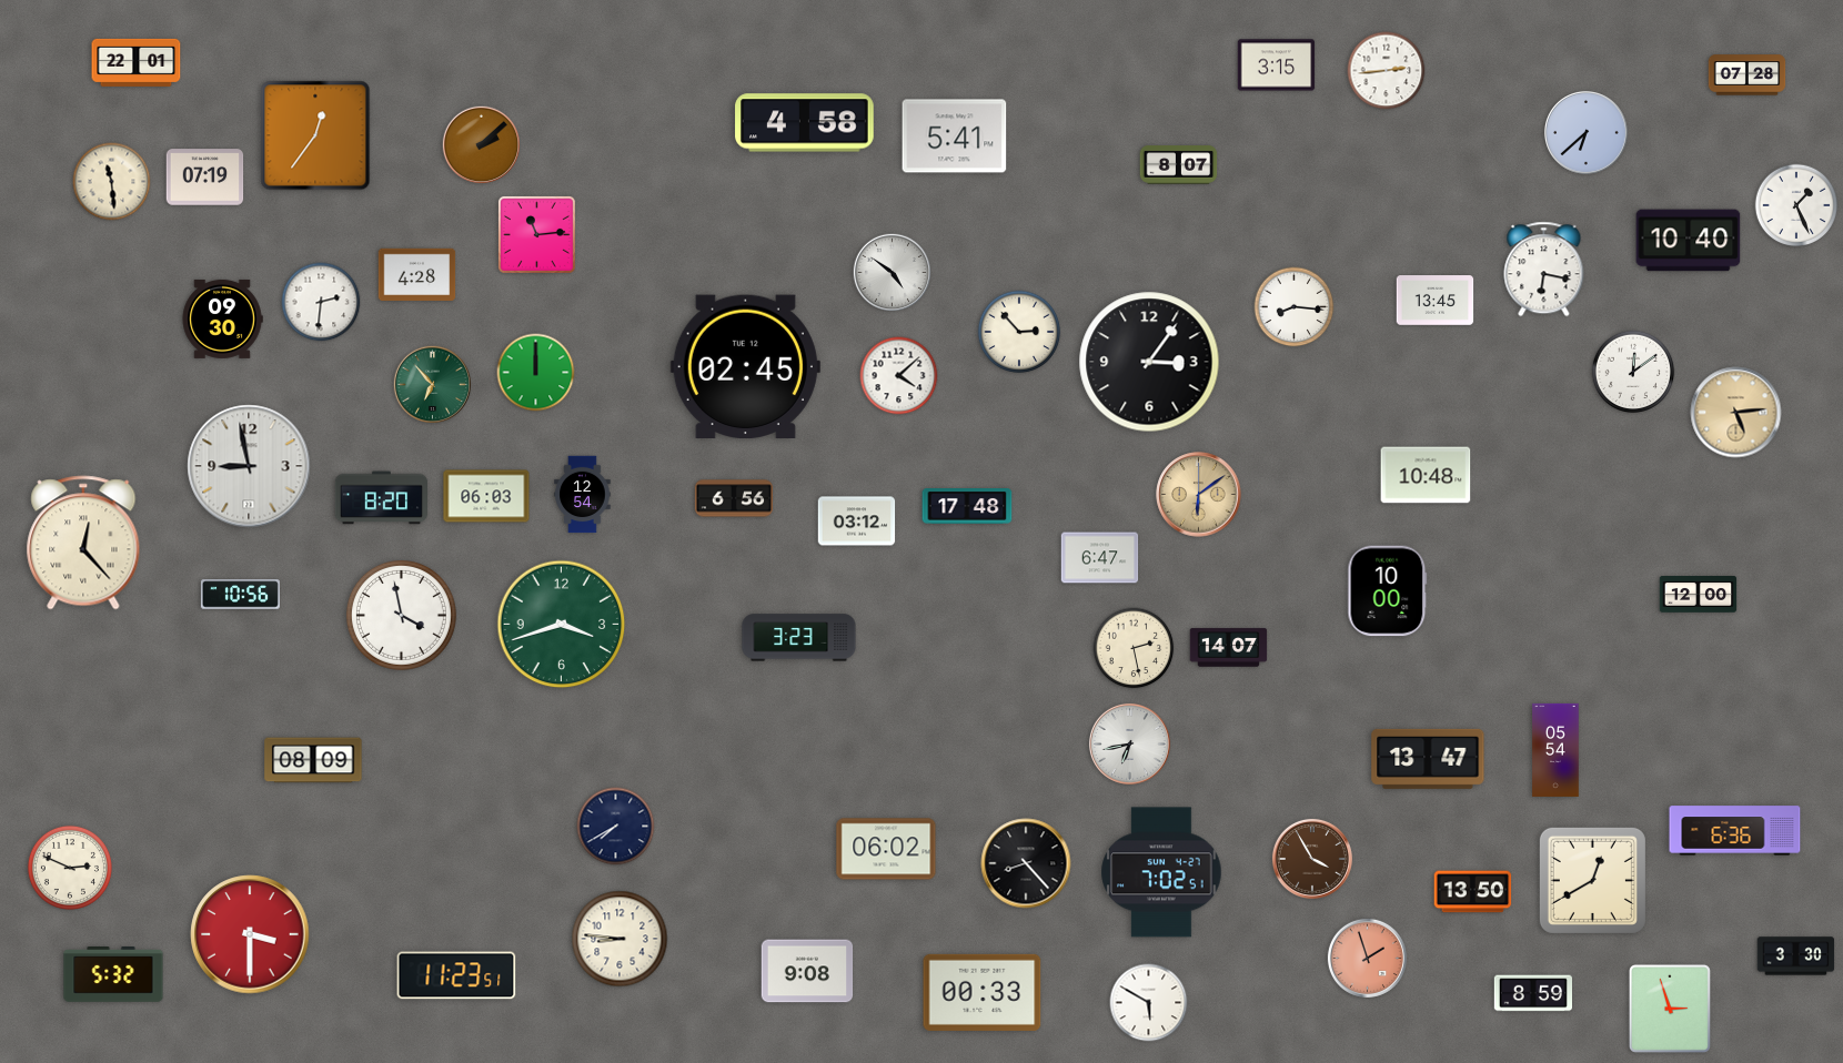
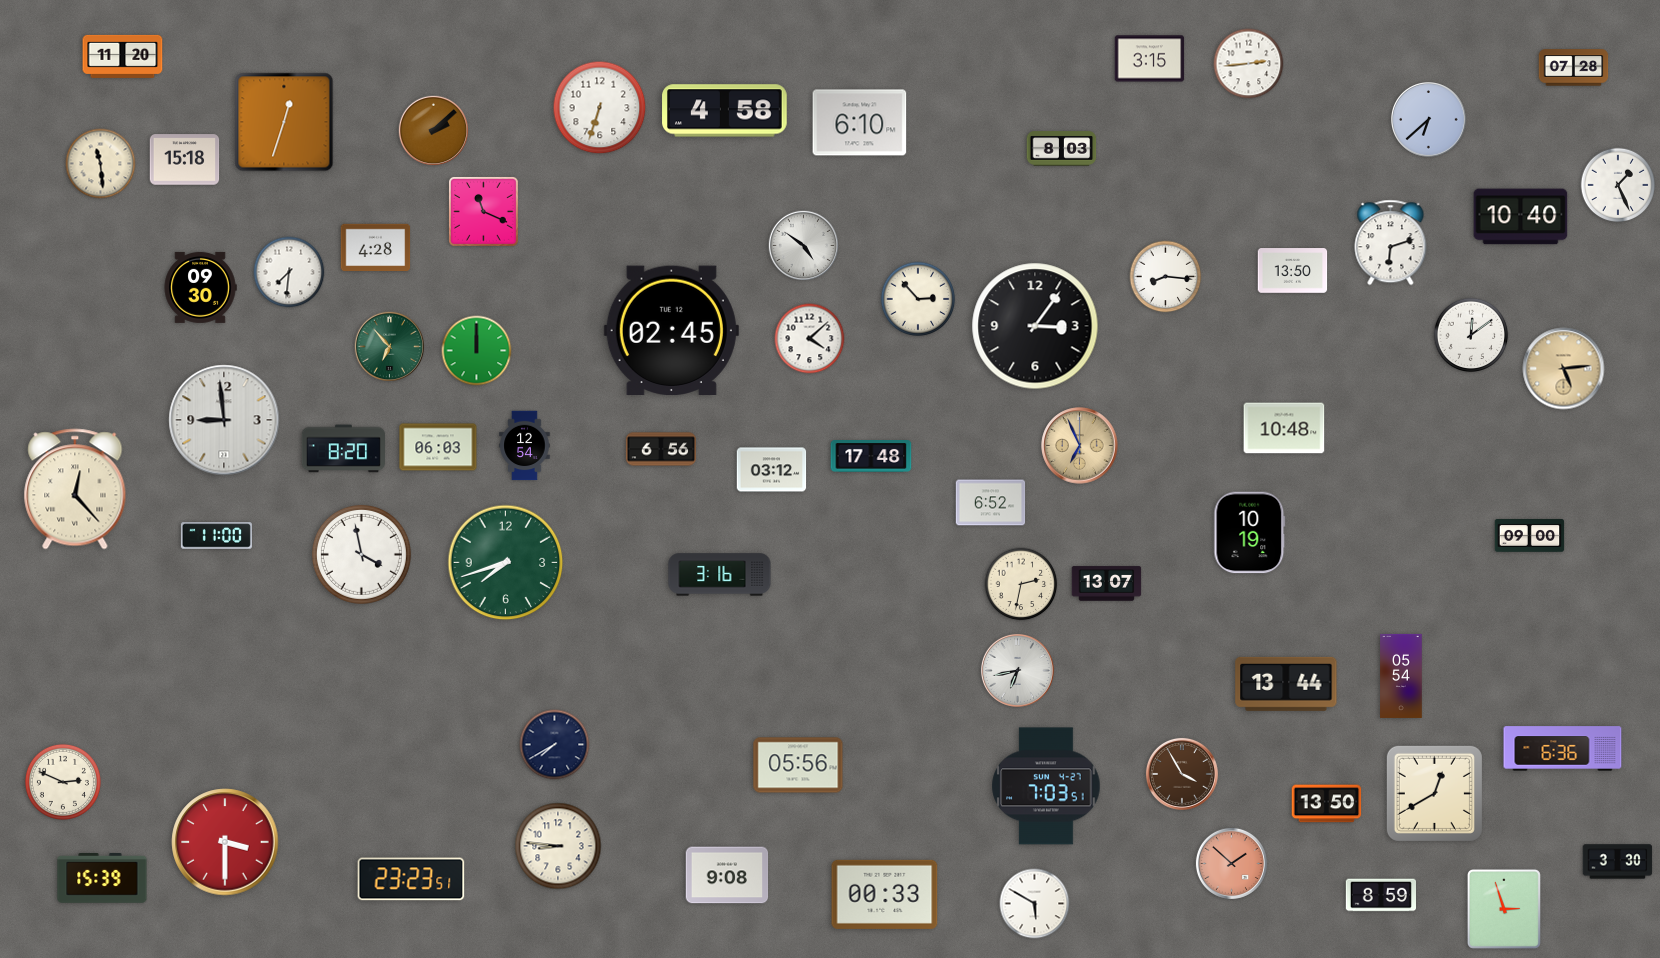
clock at (137, 62): 22:01 -> 11:20
clock at (600, 108): none -> 6:33
clock at (315, 135): 12:36 -> 12:33
clock at (955, 136): 5:41 -> 6:10
clock at (1179, 165): 8:07 -> 8:03
clock at (205, 178): 07:19 -> 15:18
clock at (536, 234): 11:14 -> 11:19
clock at (1544, 270): 6:17 -> 6:12
clock at (1436, 301): 13:45 -> 13:50
clock at (321, 302): 2:31 -> 7:31
clock at (536, 373) position: (536, 373) -> (477, 351)
clock at (1736, 413) position: (1736, 413) -> (1564, 369)
clock at (249, 466): 8:58 -> 8:59
clock at (1199, 495): 6:09 -> 6:56
clock at (1100, 558): 6:47 -> 6:52
clock at (1388, 591): 10:00 -> 10:19
clock at (240, 595): 10:56 -> 11:00
clock at (1699, 595): 12:00 -> 09:00
clock at (562, 625): 3:42 -> 7:42
clock at (799, 638): 3:23 -> 3:16
clock at (1134, 648): 2:28 -> 2:32
clock at (1229, 648): 14:07 -> 13:07
clock at (1428, 759): 13:47 -> 13:44
clock at (313, 760): 08:09 -> none
clock at (886, 849): 06:02 -> 05:56
clock at (1026, 863): 8:23 -> none
clock at (1161, 872): 7:02 -> 7:03
clock at (1367, 958): 1:57 -> 1:52
clock at (113, 975): 5:32 -> 15:39
clock at (456, 975): 11:23 -> 23:23
